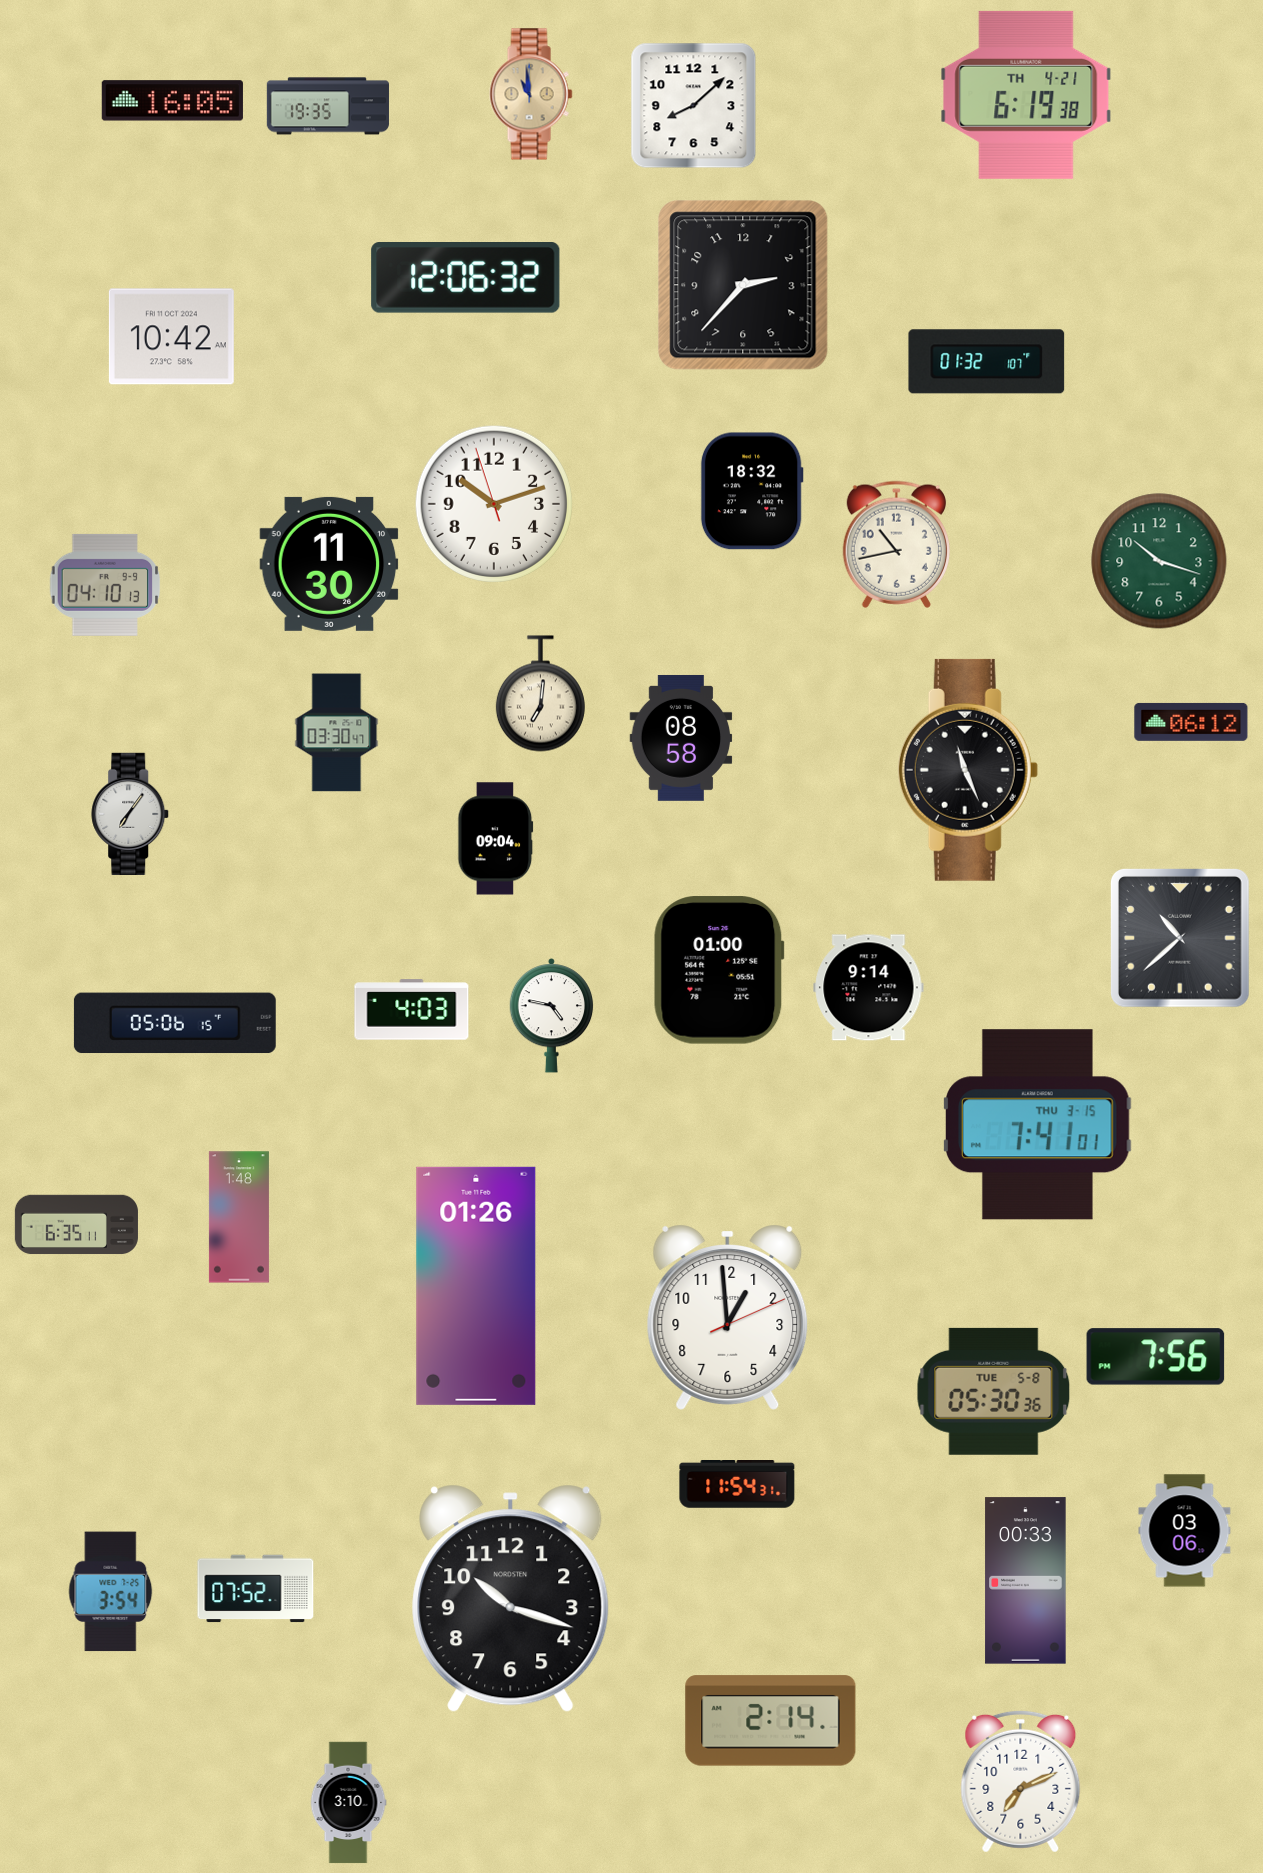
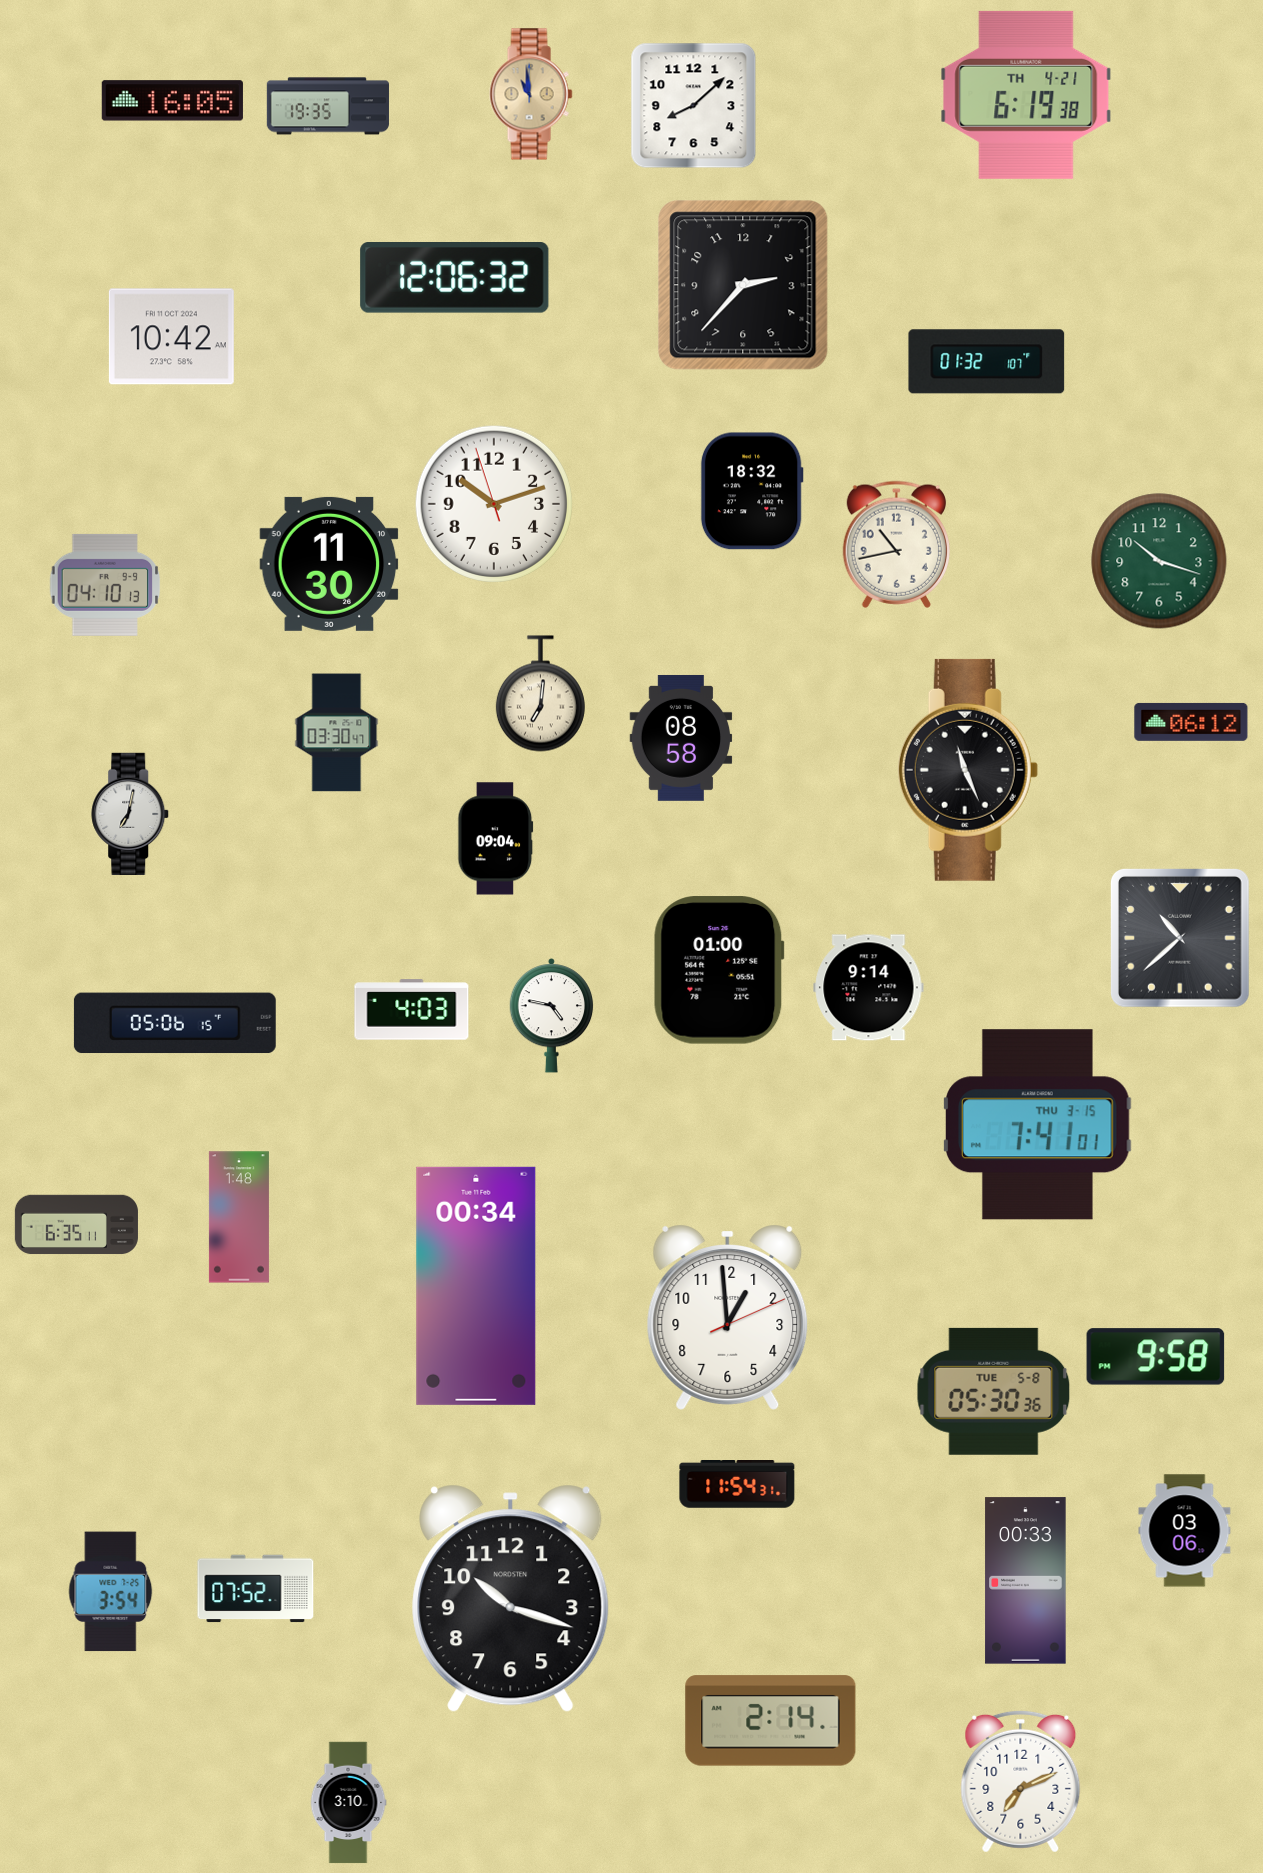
clock at (466, 278) position: (466, 278) -> (455, 278)
clock at (131, 814): 7:06 -> 7:02
clock at (476, 1286): 01:26 -> 00:34
clock at (1156, 1357): 7:56 -> 9:58
